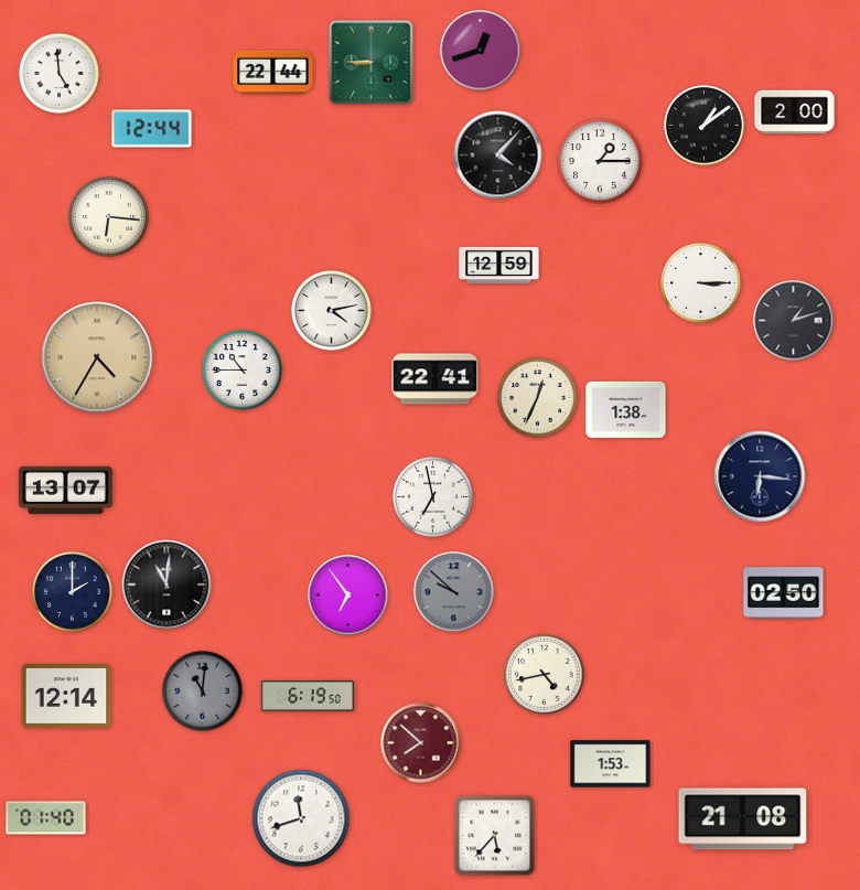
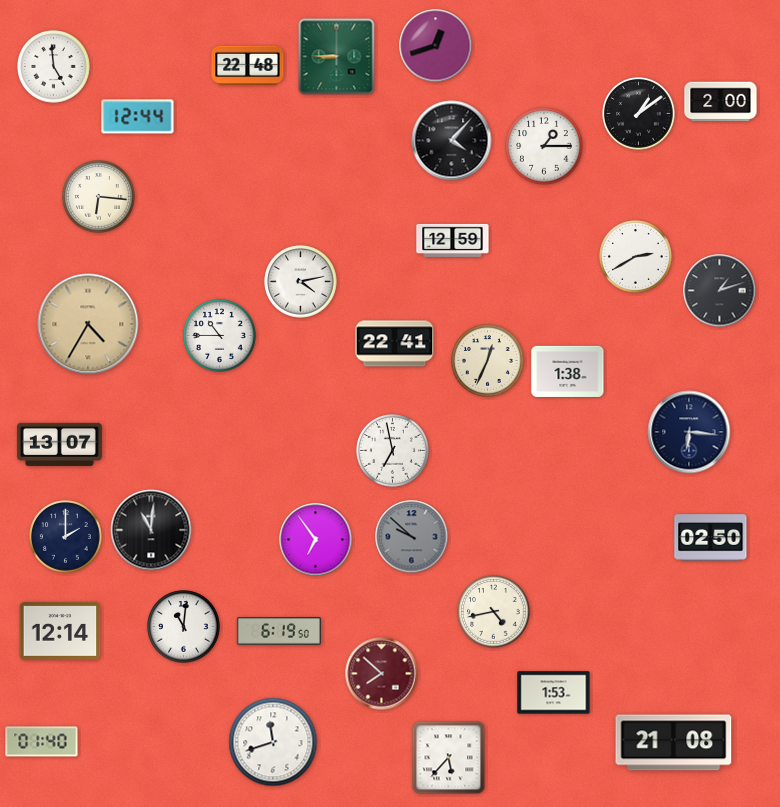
clock at (273, 73): 22:44 -> 22:48
clock at (701, 283): 3:15 -> 2:40
clock at (203, 691) dial: grey -> white
